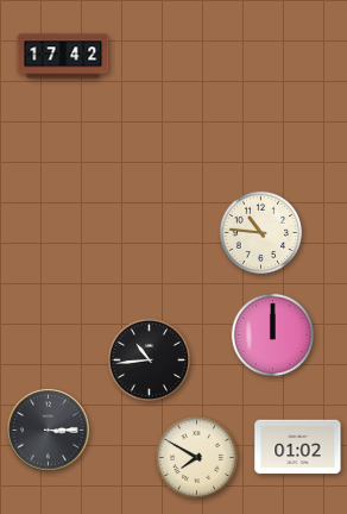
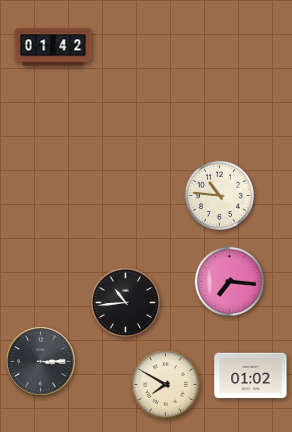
clock at (63, 56): 17:42 -> 01:42
clock at (272, 334): 12:00 -> 7:16
